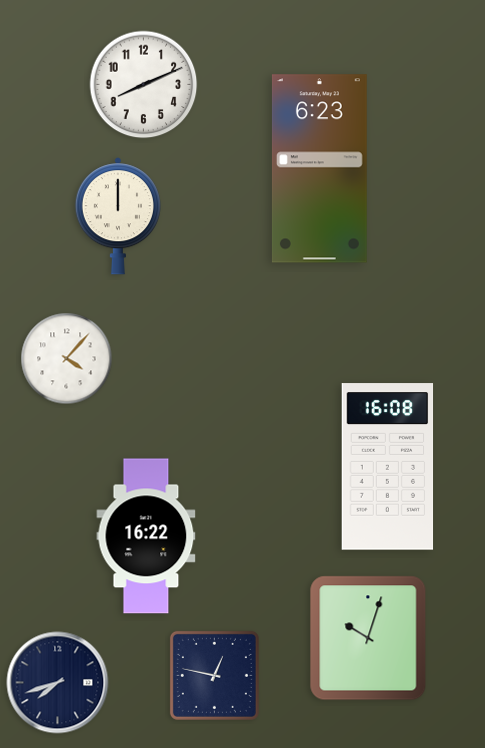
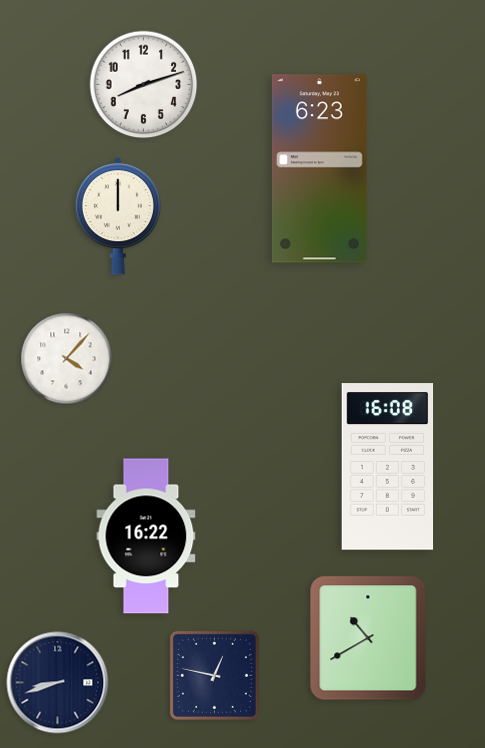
clock at (144, 85): 8:11 -> 8:12
clock at (368, 638): 10:03 -> 10:40
clock at (58, 683): 7:42 -> 8:42
